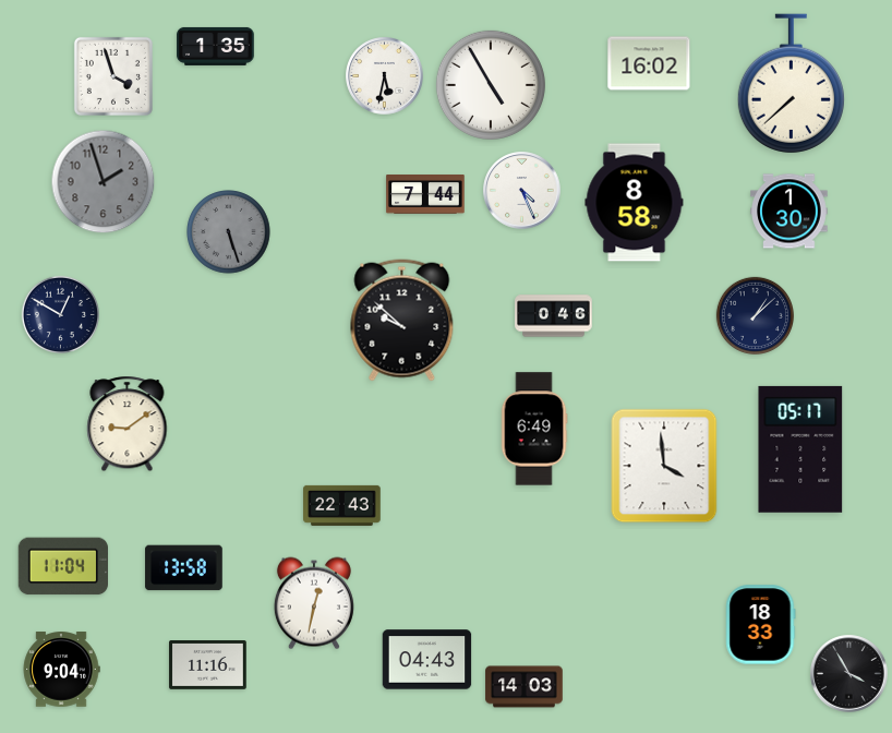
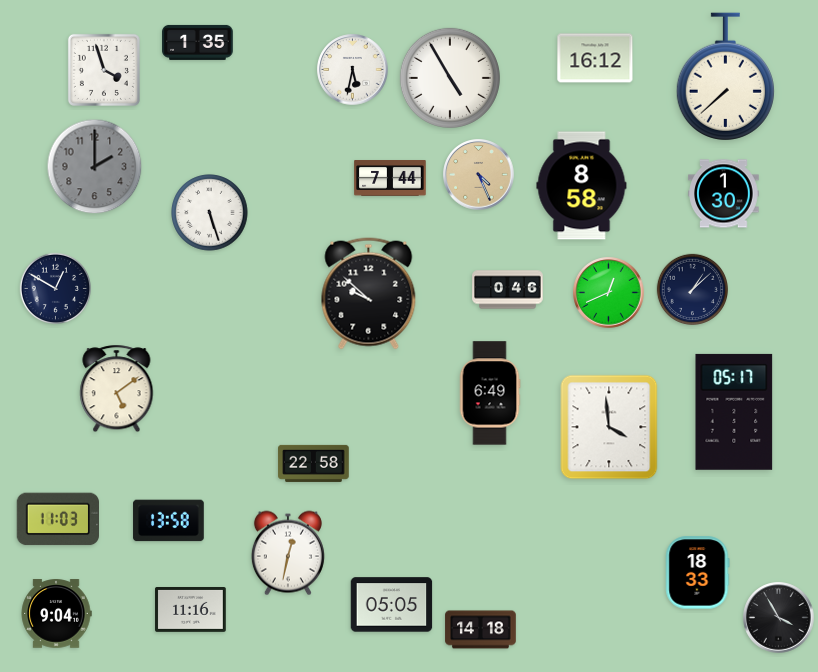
clock at (649, 63): 16:02 -> 16:12
clock at (104, 182): 1:57 -> 2:00
clock at (522, 191) dial: white -> champagne
clock at (229, 232) dial: grey -> white
clock at (609, 293): none -> 12:41
clock at (128, 424): 9:09 -> 5:09
clock at (342, 505): 22:43 -> 22:58
clock at (62, 566): 11:04 -> 11:03
clock at (427, 660): 04:43 -> 05:05
clock at (525, 687): 14:03 -> 14:18
